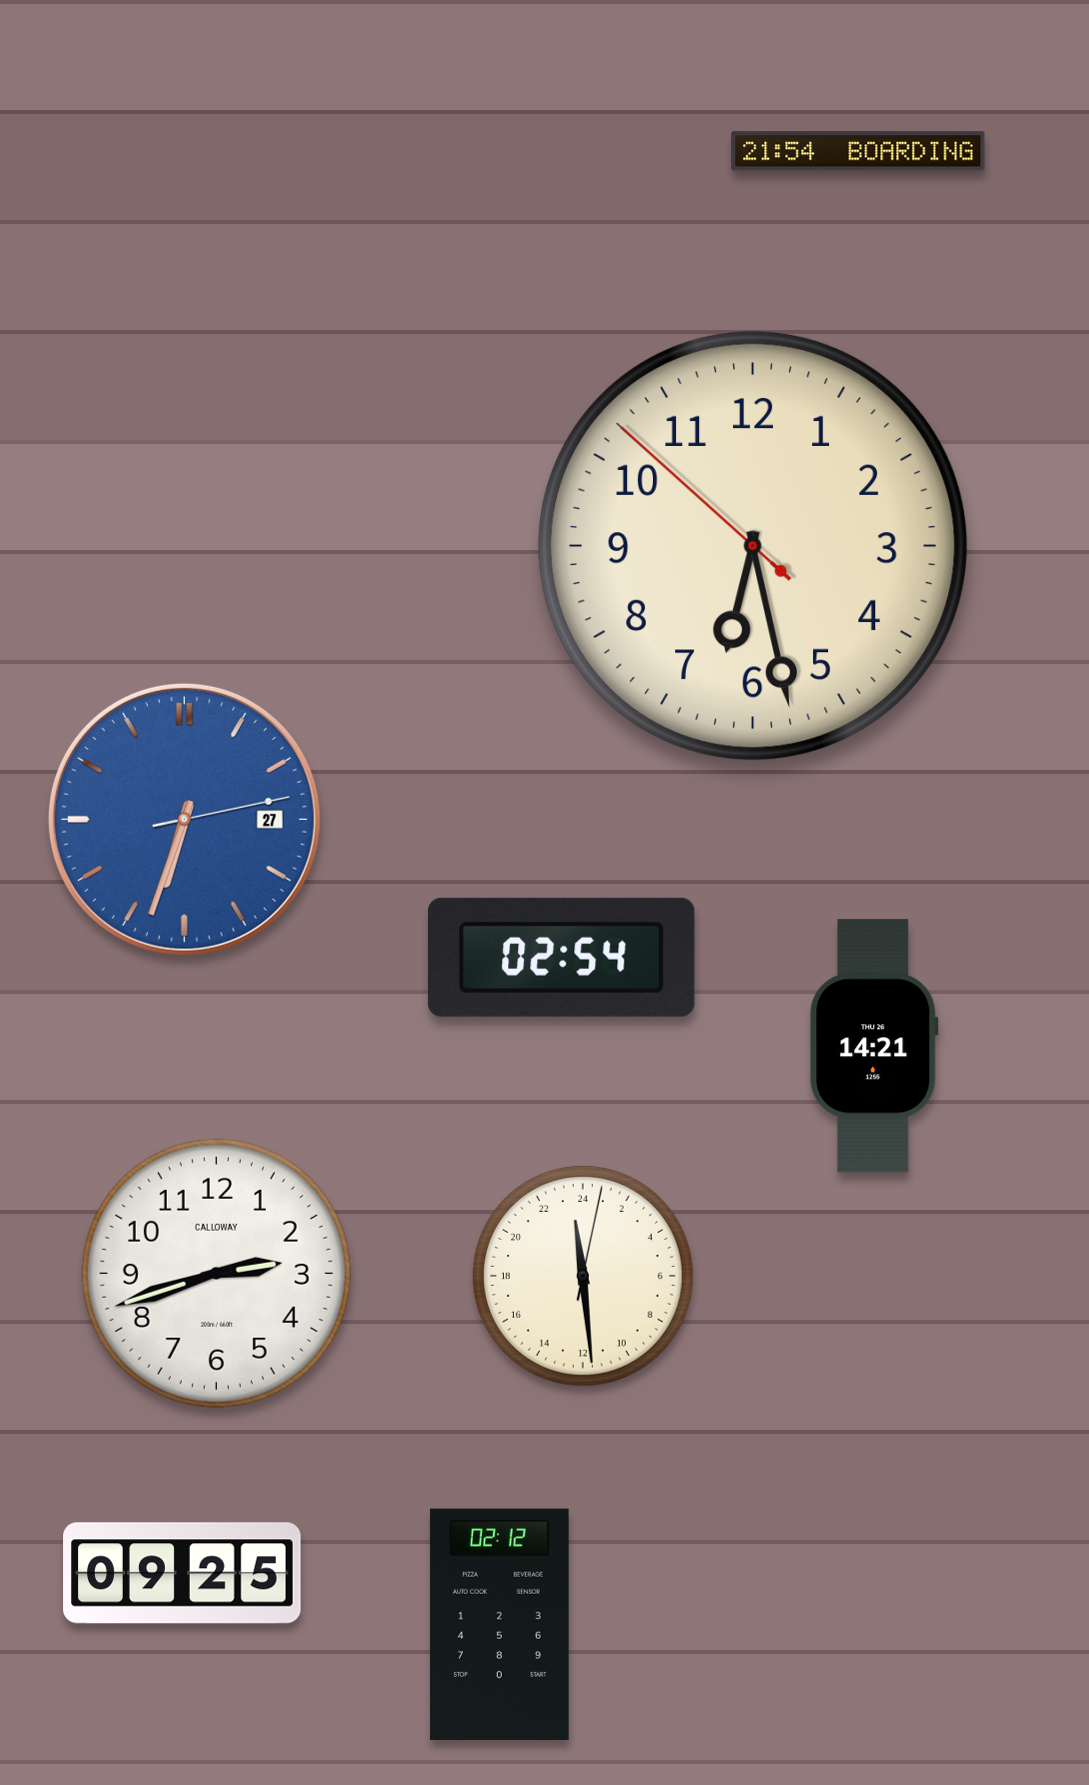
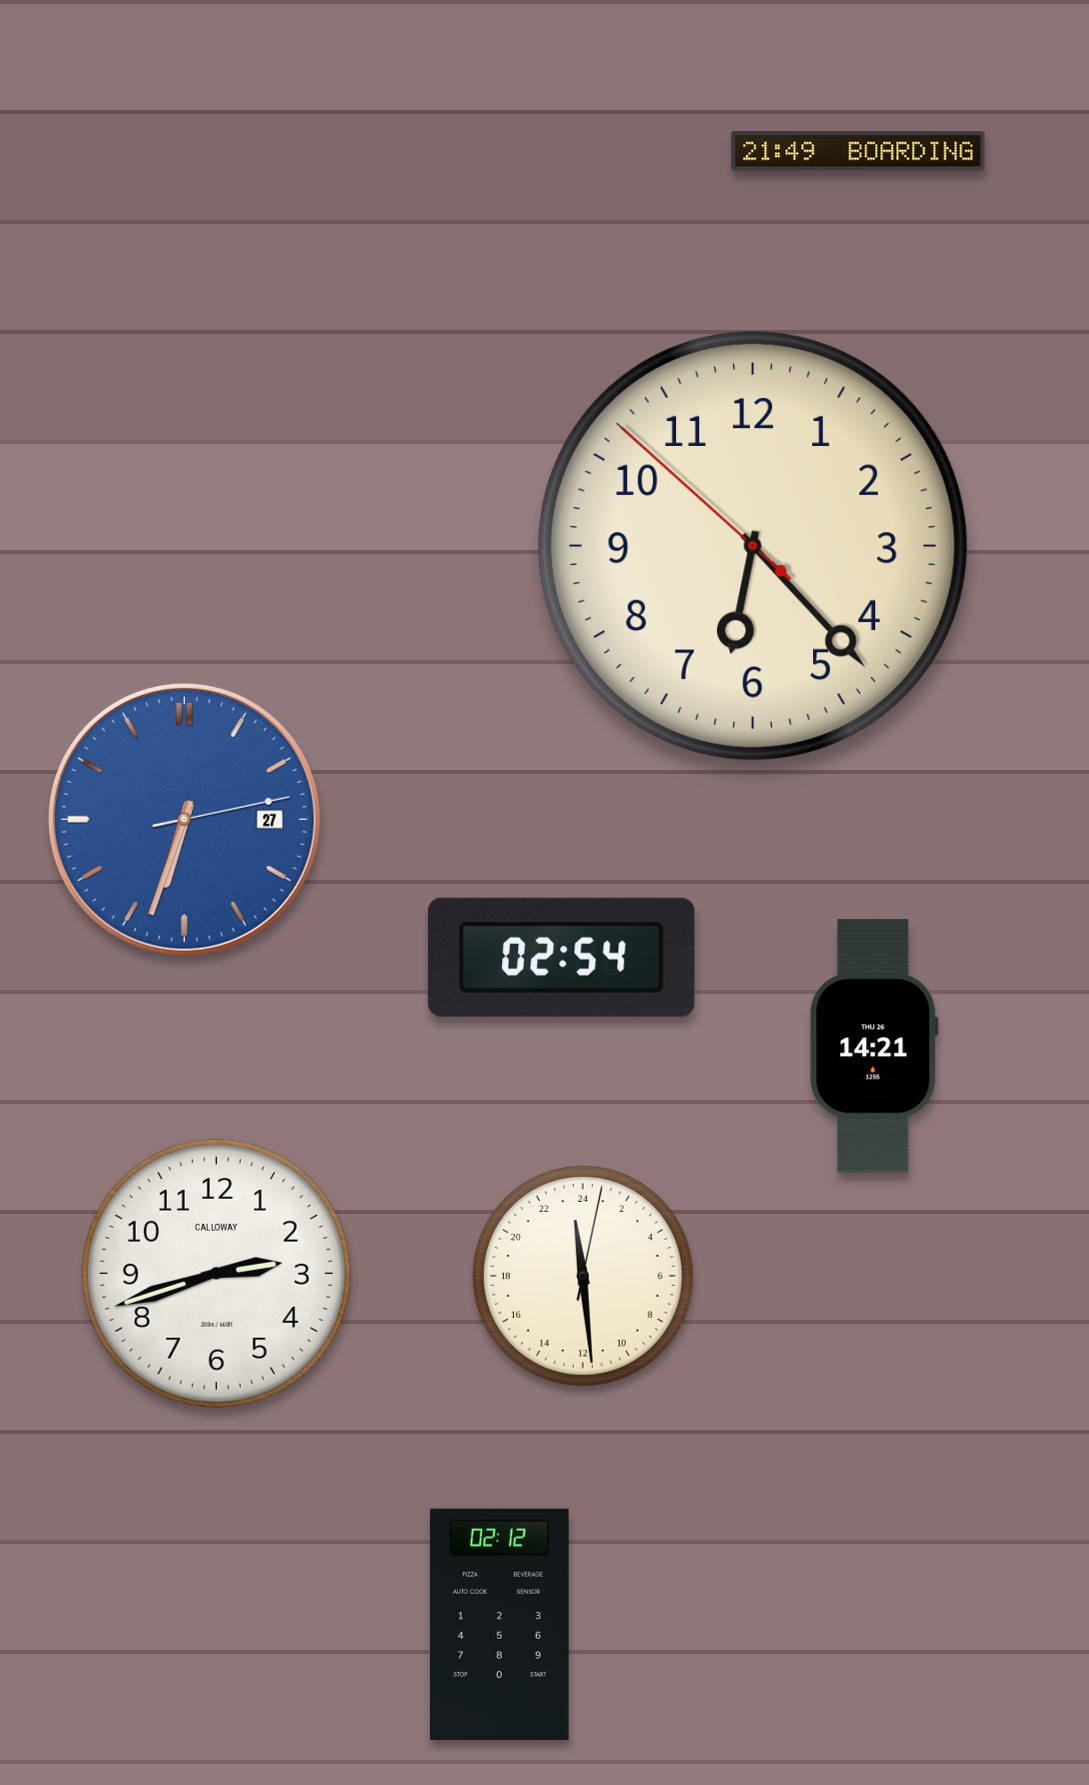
clock at (858, 151): 21:54 -> 21:49
clock at (753, 546): 6:27 -> 6:22
clock at (182, 1573): 09:25 -> none
